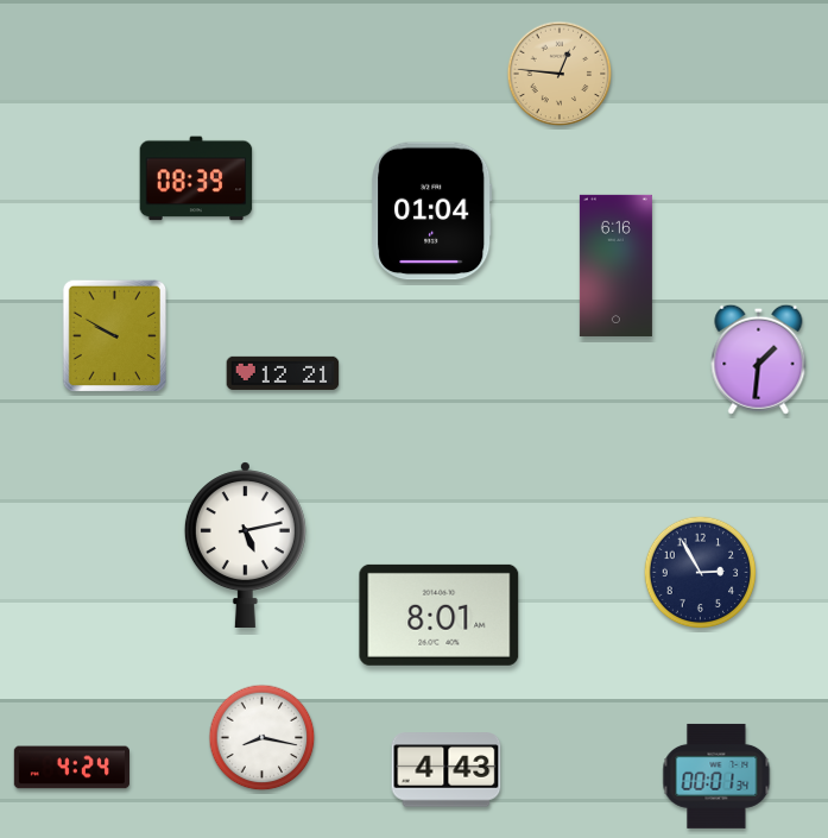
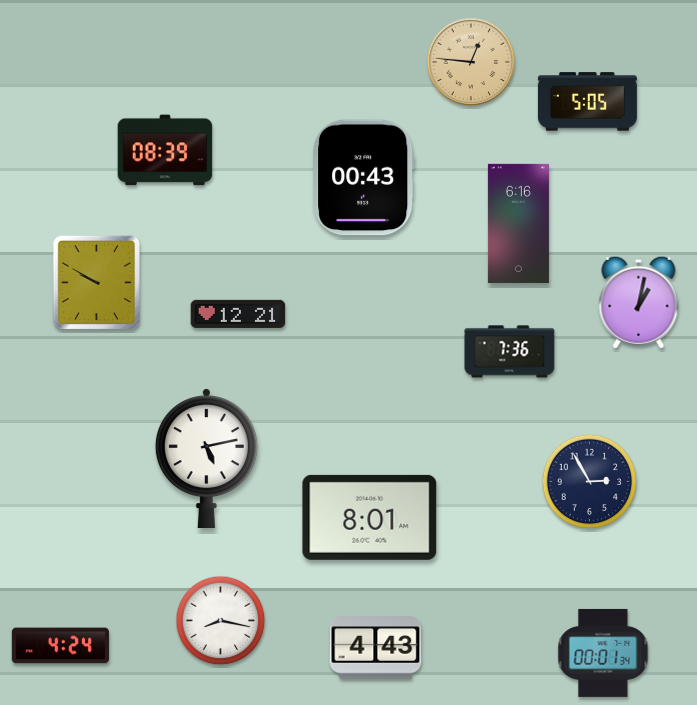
clock at (587, 102): none -> 5:05
clock at (432, 212): 01:04 -> 00:43
clock at (759, 359): 1:31 -> 1:02
clock at (510, 352): none -> 7:36
